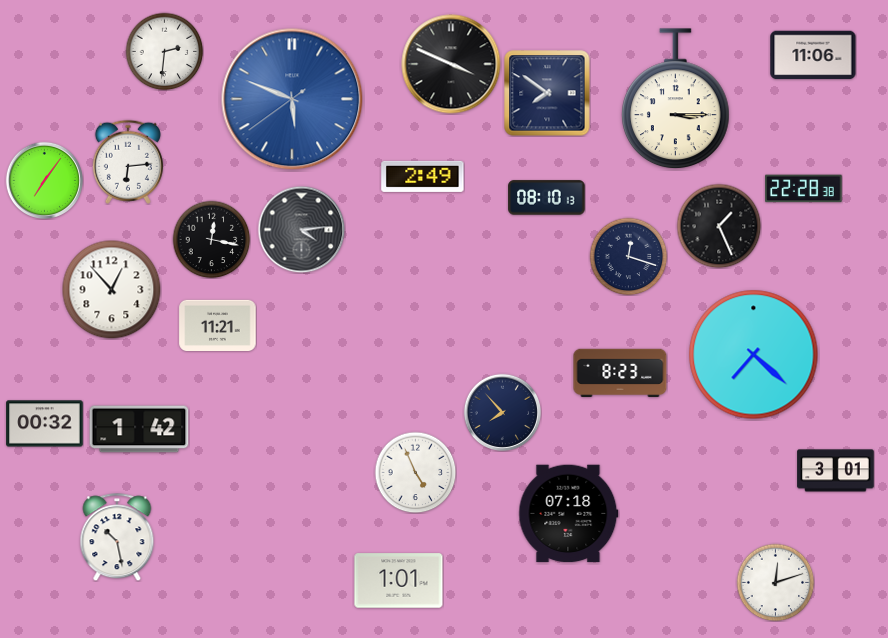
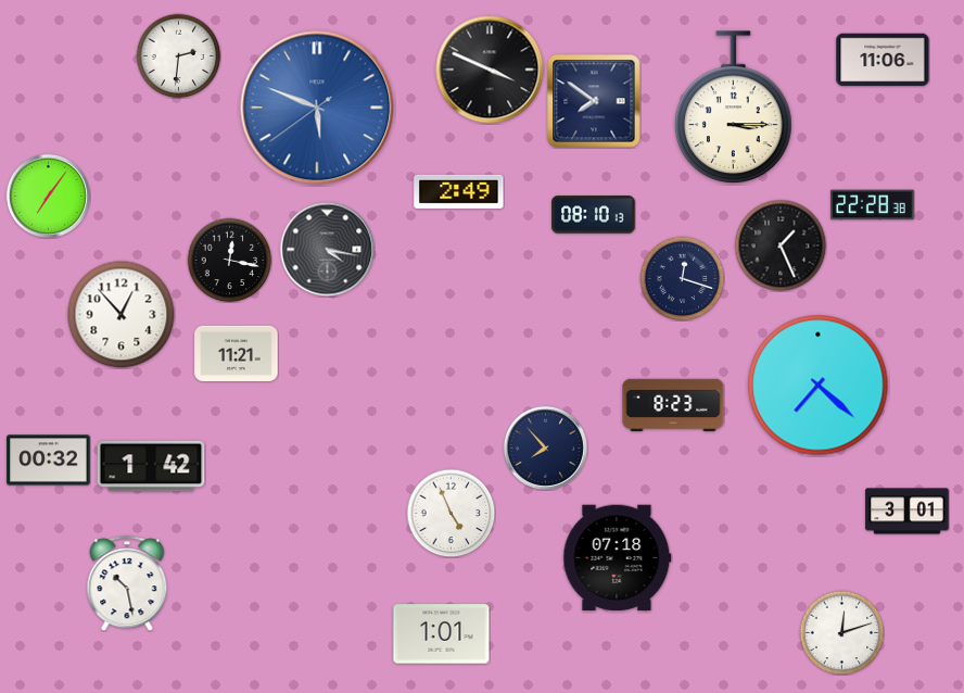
clock at (128, 162): 6:14 -> none
clock at (301, 229): 4:14 -> 4:17
clock at (399, 581) position: (399, 581) -> (442, 634)
